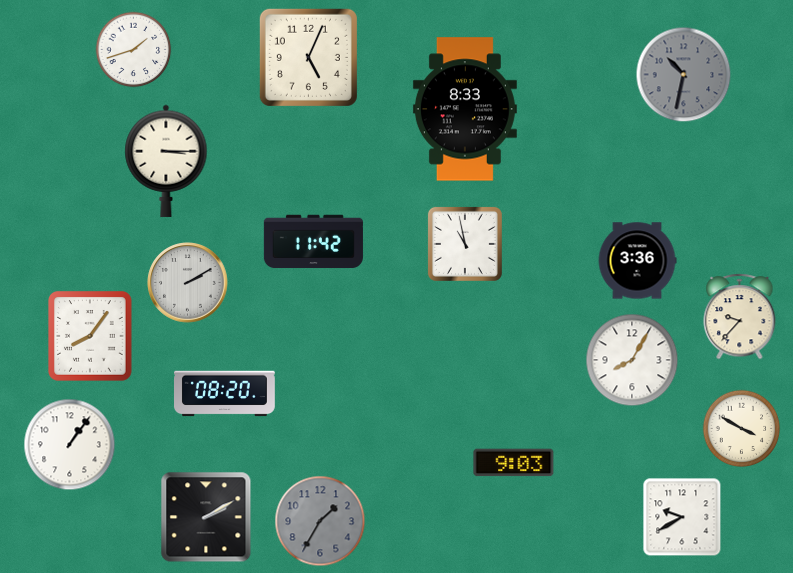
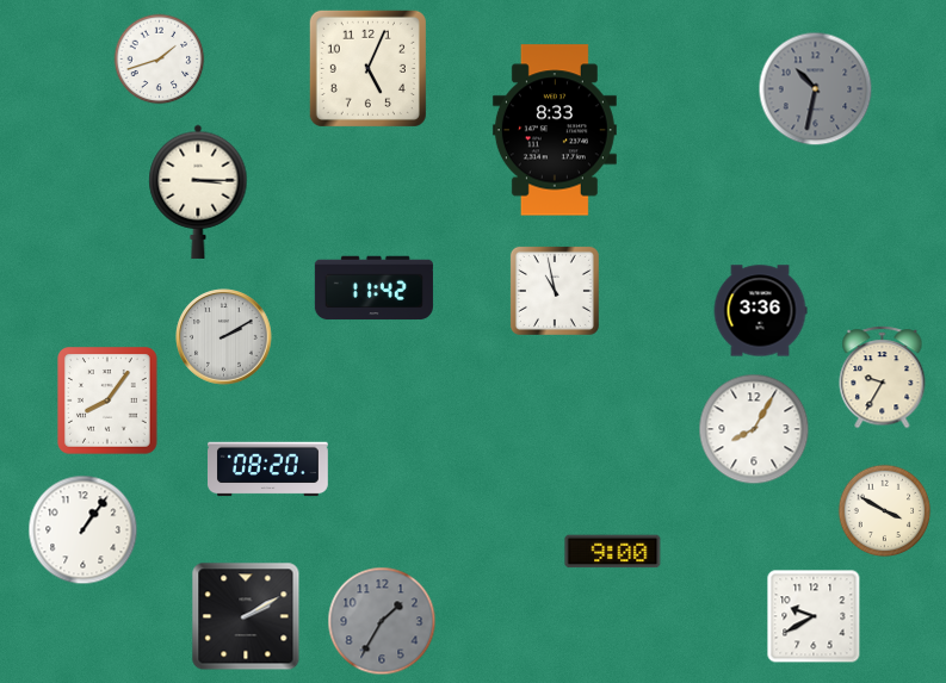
clock at (740, 317): 9:37 -> 9:35
clock at (514, 463): 9:03 -> 9:00
